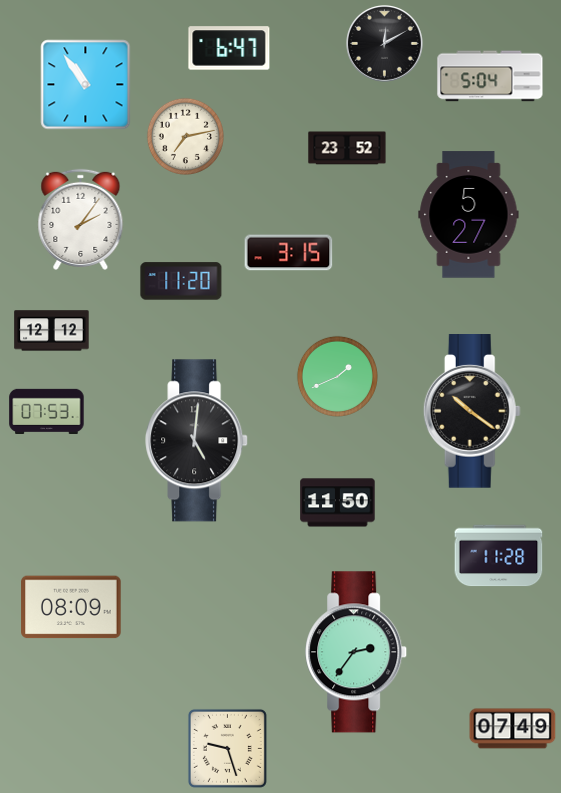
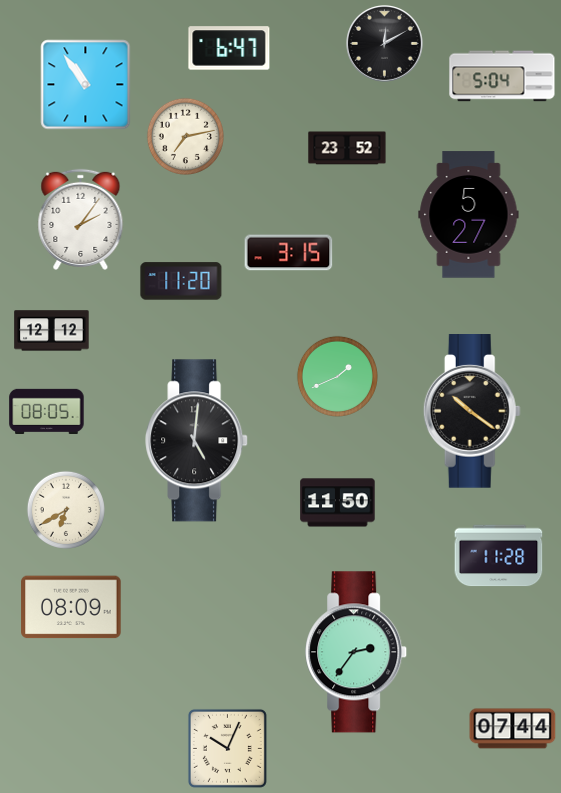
clock at (490, 76) position: (490, 76) -> (502, 76)
clock at (47, 411): 07:53 -> 08:05
clock at (66, 510): none -> 6:40
clock at (513, 729): 07:49 -> 07:44
clock at (227, 748): 9:27 -> 10:04
